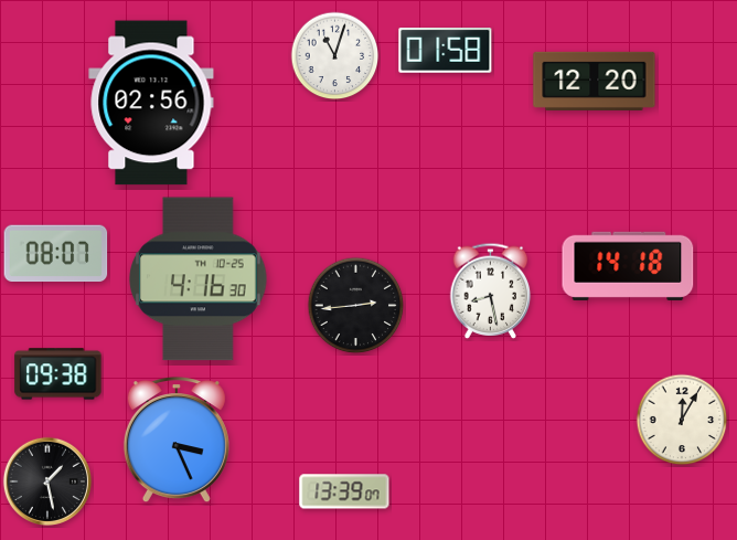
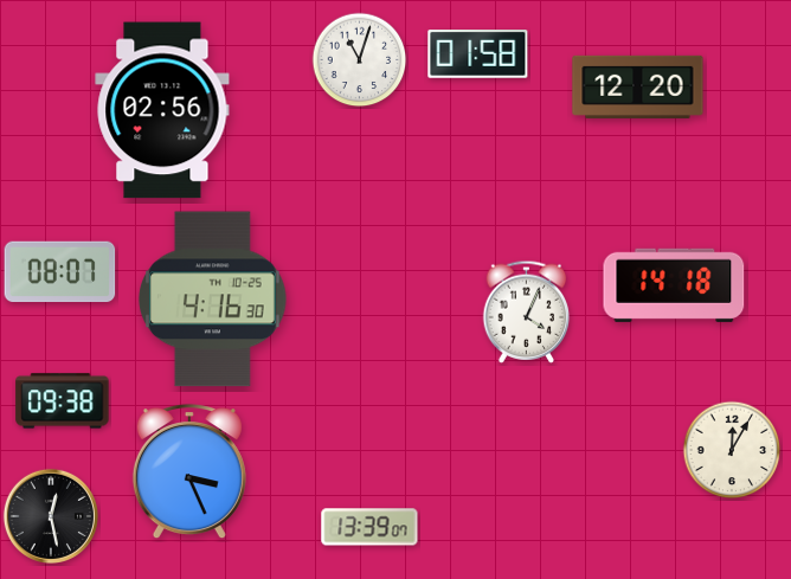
clock at (491, 290): 8:28 -> 4:04
clock at (356, 306): 2:44 -> none
clock at (46, 480): 1:28 -> 12:28
